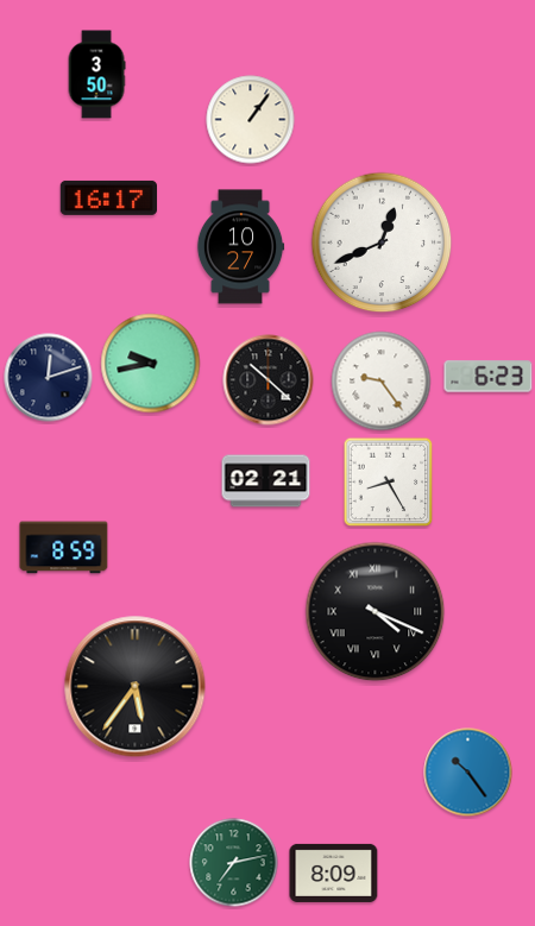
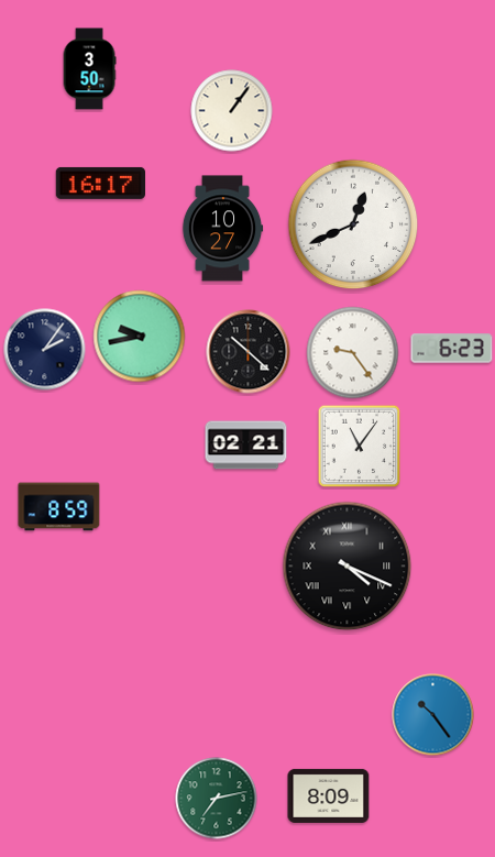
clock at (49, 378): 12:12 -> 2:06
clock at (389, 483): 8:25 -> 11:06
clock at (136, 687): 5:36 -> none
clock at (334, 873) position: (334, 873) -> (329, 795)
